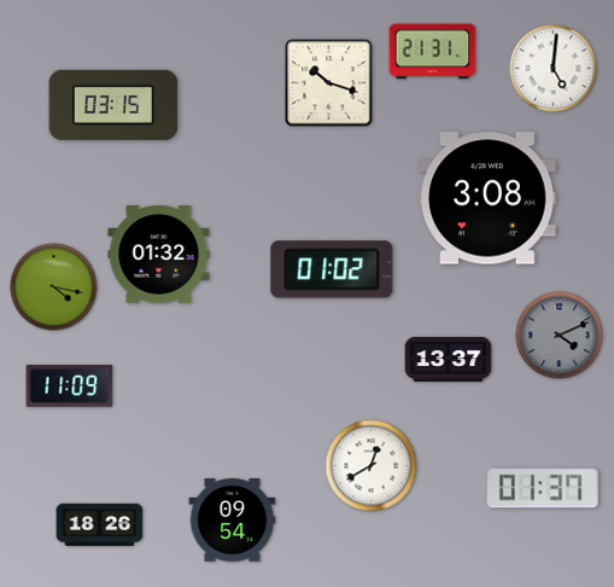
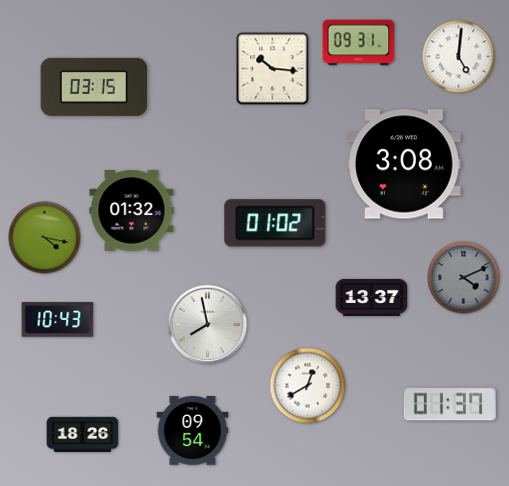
clock at (433, 52): 21:31 -> 09:31
clock at (329, 83): 10:18 -> 10:16
clock at (70, 387): 11:09 -> 10:43
clock at (208, 325): none -> 7:58
